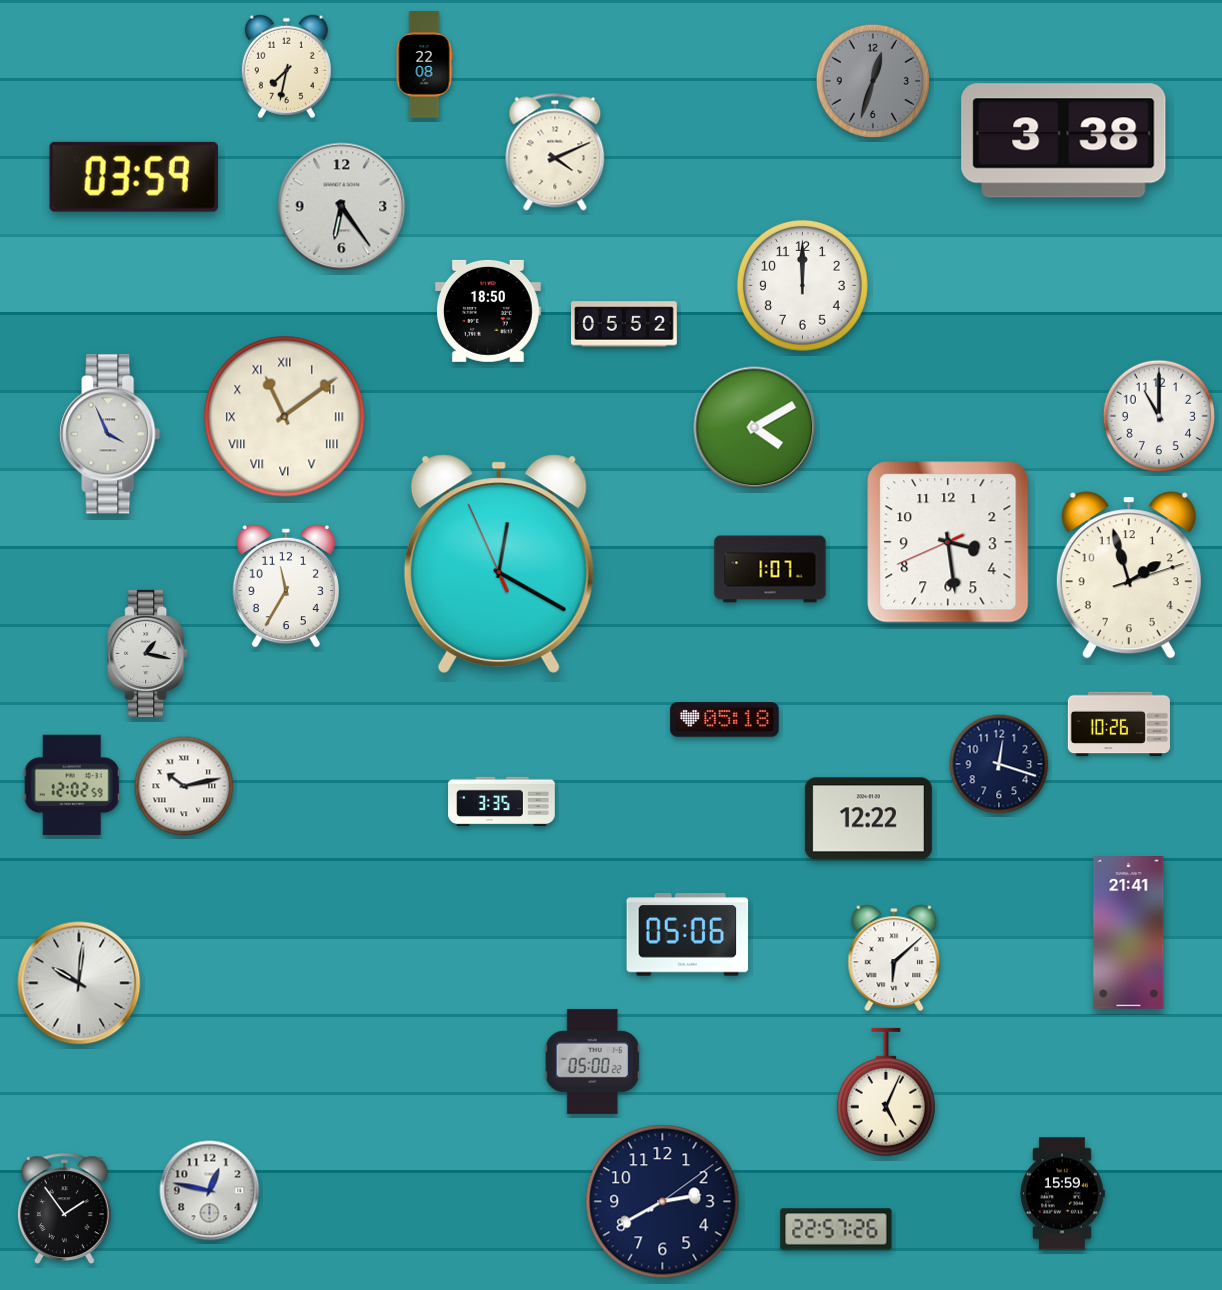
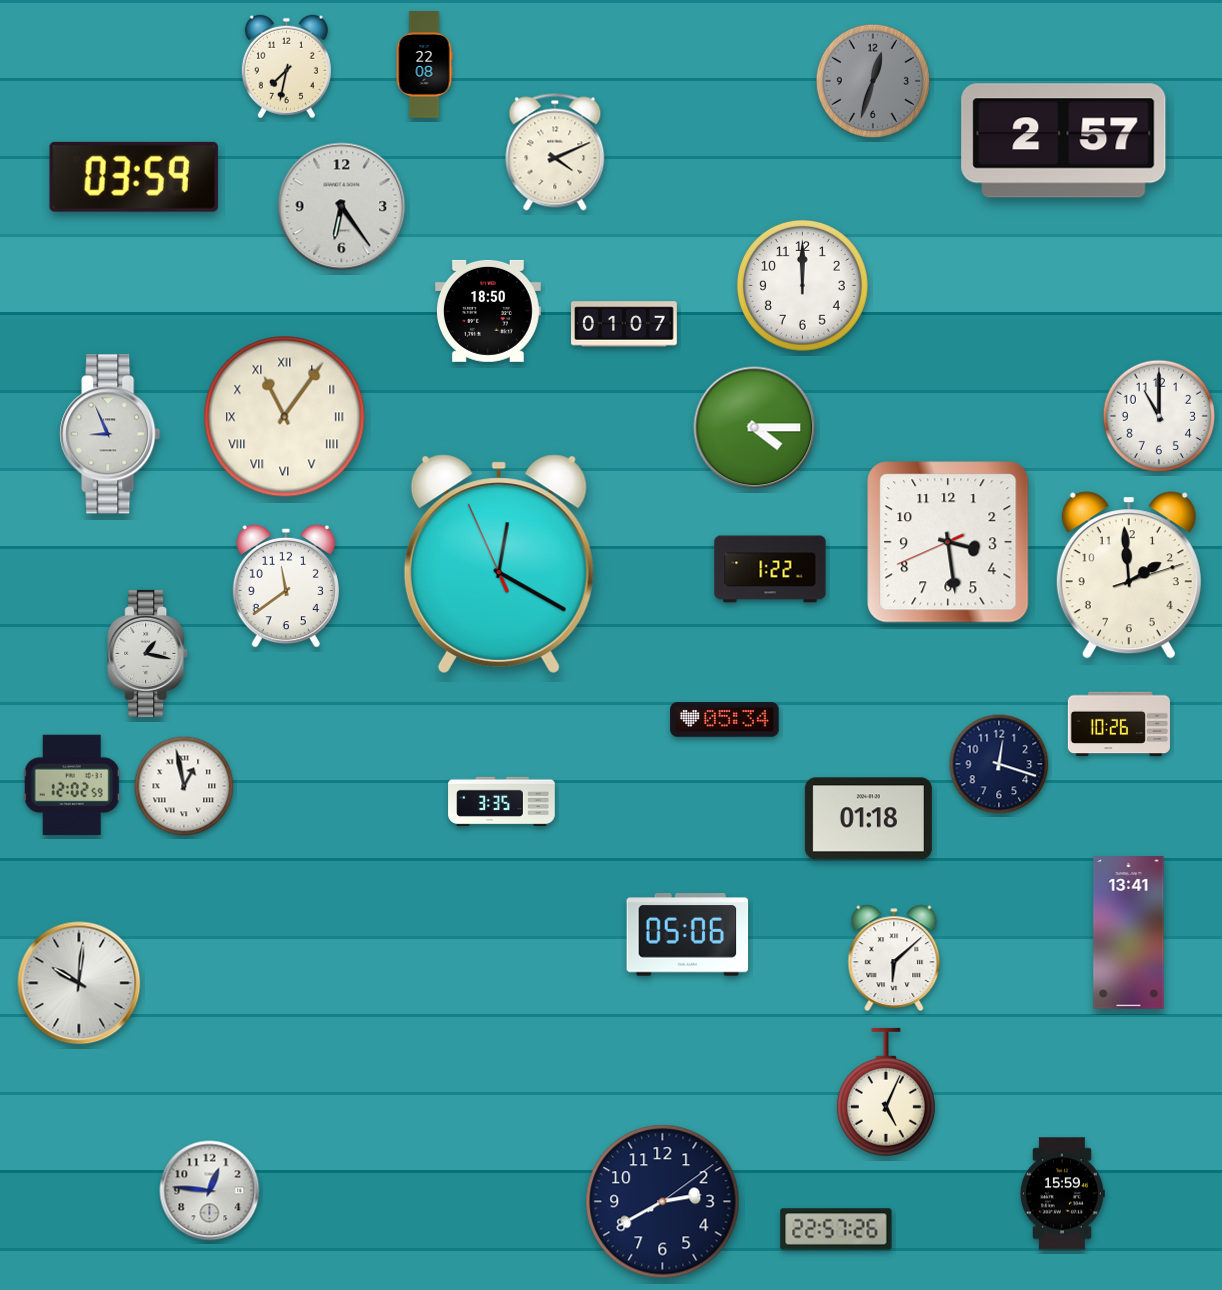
clock at (1064, 141): 3:38 -> 2:57
clock at (625, 324): 05:52 -> 01:07
clock at (285, 417): 11:09 -> 11:06
clock at (755, 428): 4:10 -> 4:15
clock at (110, 434): 3:56 -> 8:56
clock at (770, 569): 1:07 -> 1:22
clock at (1129, 575): 1:57 -> 1:59
clock at (286, 586): 11:35 -> 11:39
clock at (725, 720): 05:18 -> 05:34
clock at (184, 786): 10:13 -> 12:58
clock at (868, 819): 12:22 -> 01:18
clock at (1129, 933): 21:41 -> 13:41
clock at (592, 1061): 05:00 -> none
clock at (210, 1191): 12:47 -> 12:46
clock at (65, 1208): 1:54 -> none
